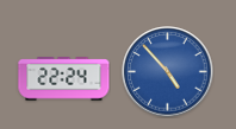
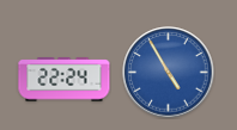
clock at (168, 72): 4:53 -> 4:55
